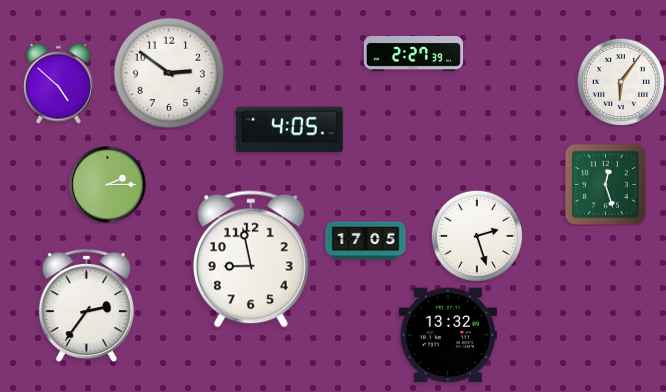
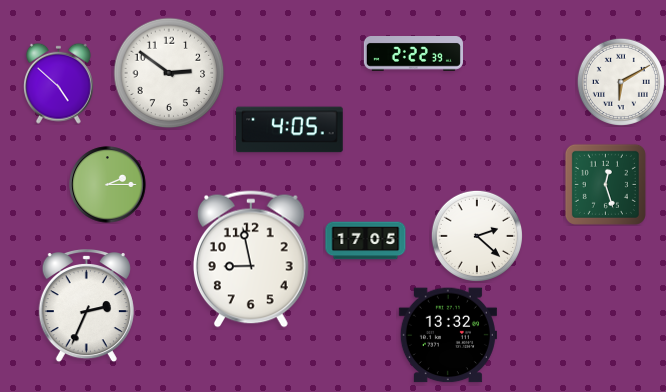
clock at (413, 54): 2:27 -> 2:22
clock at (621, 82): 6:06 -> 6:10
clock at (477, 236): 2:27 -> 2:22
clock at (86, 306): 2:36 -> 2:34
